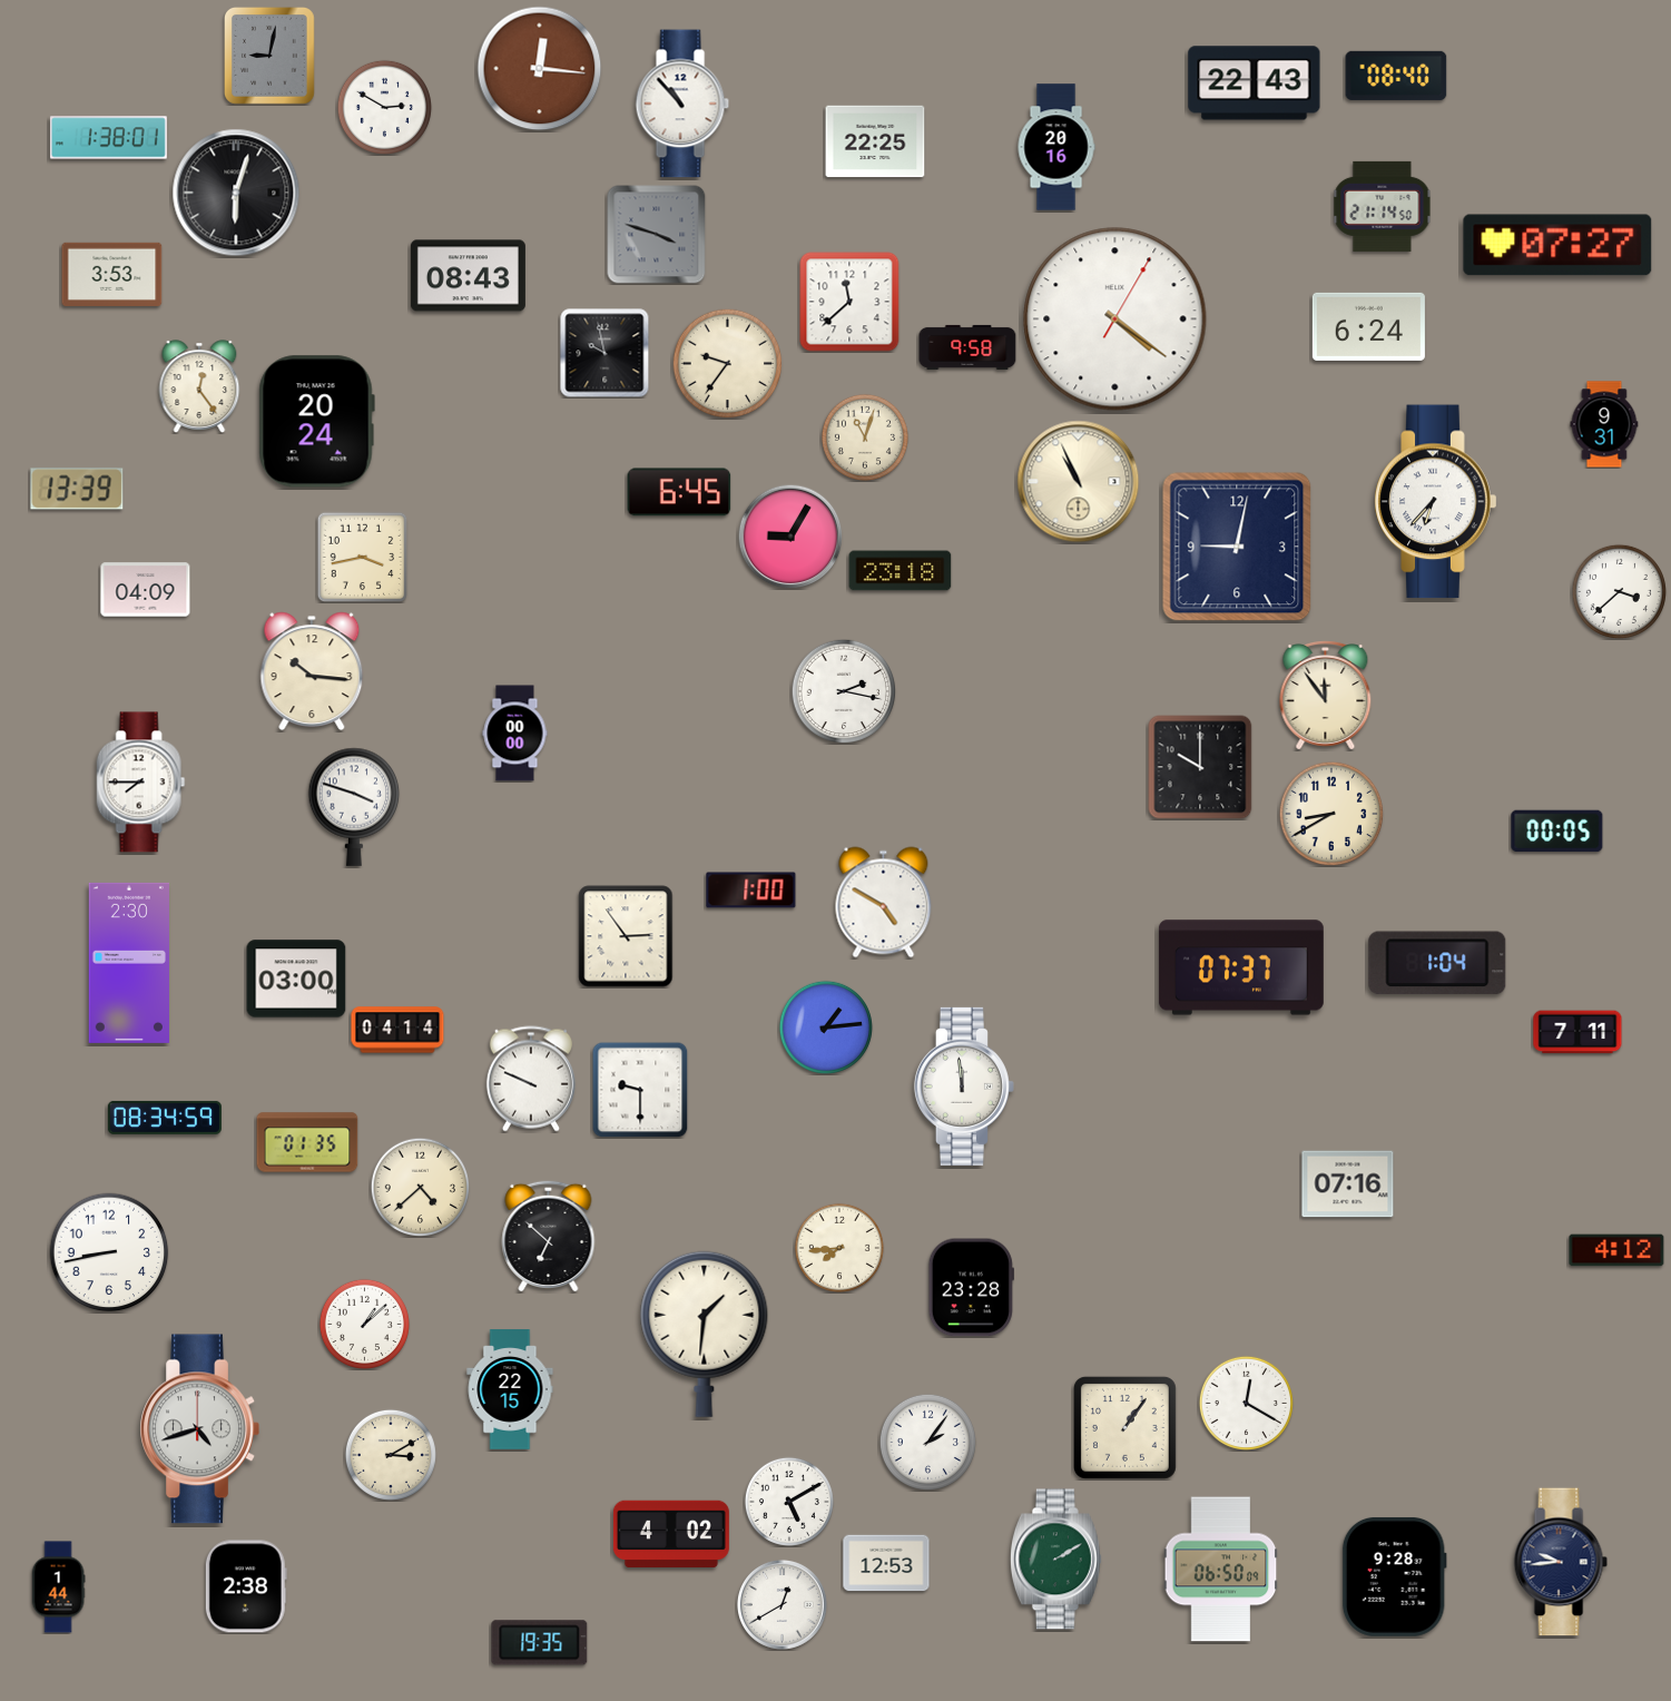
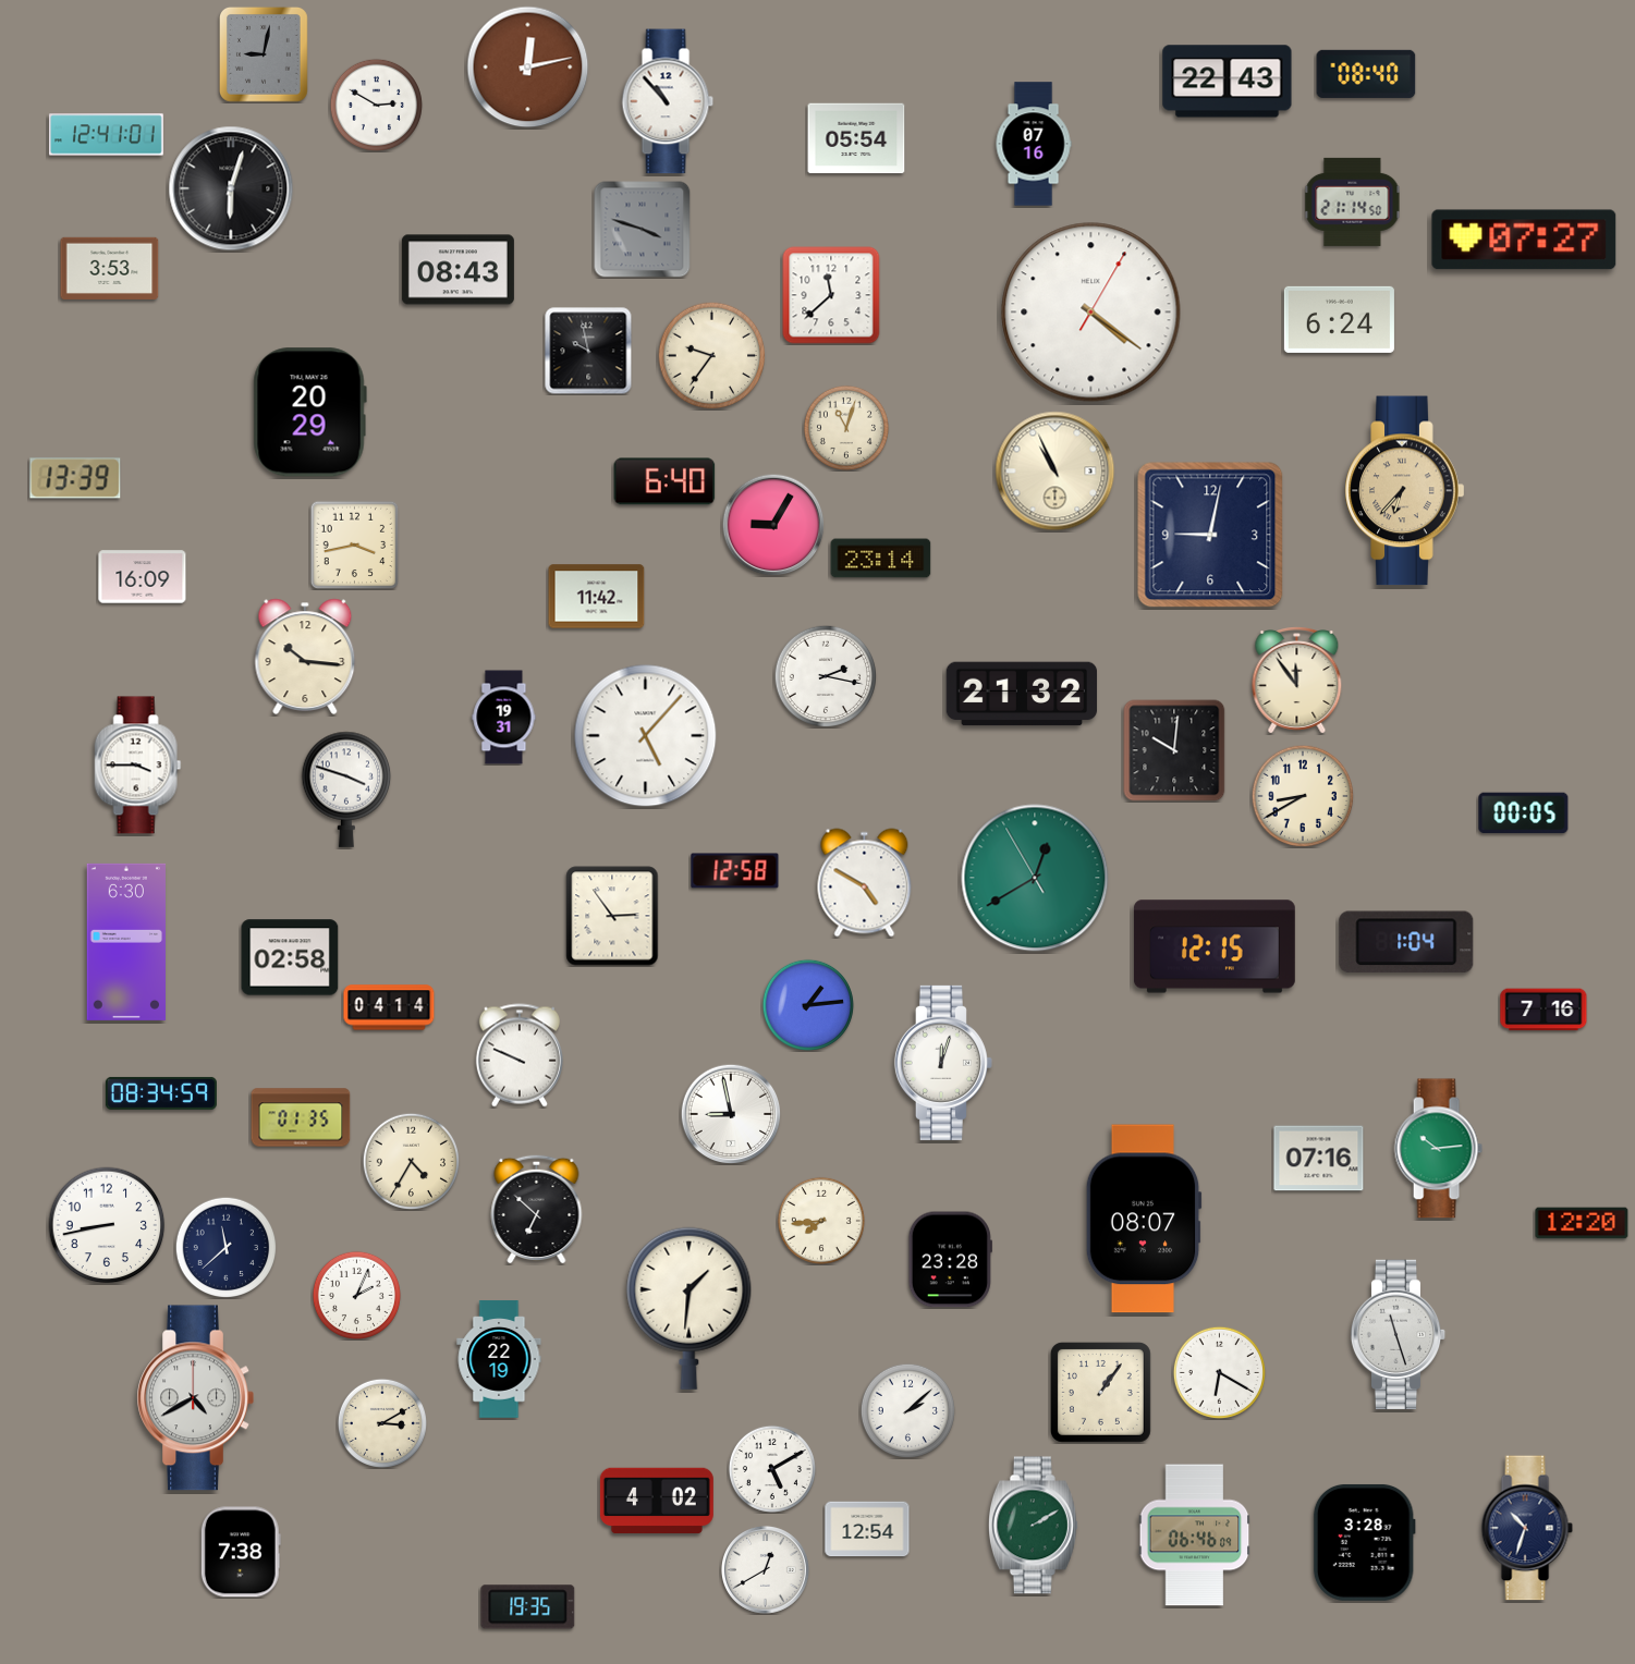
clock at (540, 69): 12:16 -> 12:13
clock at (108, 138): 1:38 -> 12:41
clock at (875, 141): 22:25 -> 05:54
clock at (1056, 147): 20:16 -> 07:16
clock at (967, 347): 9:58 -> none
clock at (604, 353) position: (604, 353) -> (588, 351)
clock at (199, 386): 12:24 -> none
clock at (316, 422): 20:24 -> 20:29
clock at (1604, 424): 9:31 -> none
clock at (679, 492): 6:45 -> 6:40
clock at (1436, 502) dial: white -> champagne
clock at (901, 571): 23:18 -> 23:14
clock at (146, 590): 04:09 -> 16:09
clock at (1619, 591): 3:38 -> none
clock at (597, 597): none -> 11:42
clock at (1022, 694): none -> 21:32
clock at (515, 734): 00:00 -> 19:31
clock at (646, 736): none -> 5:07
clock at (1200, 767): 10:00 -> 10:01
clock at (141, 783): 7:45 -> 3:45
clock at (751, 891): 1:00 -> 12:58
clock at (1035, 878): none -> 12:39
clock at (128, 963): 2:30 -> 6:30
clock at (1241, 967): 07:37 -> 12:15
clock at (296, 979): 03:00 -> 02:58
clock at (1577, 1032): 7:11 -> 7:16
clock at (964, 1087): 11:59 -> 12:03
clock at (640, 1090): 9:30 -> none
clock at (731, 1114): none -> 8:58
clock at (1438, 1149): none -> 10:14
clock at (420, 1187): 4:38 -> 4:35
clock at (1144, 1219): none -> 08:07
clock at (1616, 1250): 4:12 -> 12:20
clock at (225, 1247): none -> 11:38
clock at (364, 1324): 1:08 -> 2:04
clock at (705, 1334) position: (705, 1334) -> (690, 1308)
clock at (1399, 1335): none -> 11:27
clock at (510, 1389): 22:15 -> 22:19
clock at (1246, 1403): 12:20 -> 6:20
clock at (1124, 1427) position: (1124, 1427) -> (1100, 1392)
clock at (199, 1429): 4:42 -> 4:40
clock at (927, 1442): 2:06 -> 2:08
clock at (1561, 1562): 9:44 -> 10:33
clock at (886, 1563): 12:53 -> 12:54
clock at (1221, 1570): 06:50 -> 06:46
clock at (1394, 1576): 9:28 -> 3:28
clock at (246, 1586): 2:38 -> 7:38
clock at (58, 1587): 1:44 -> none
